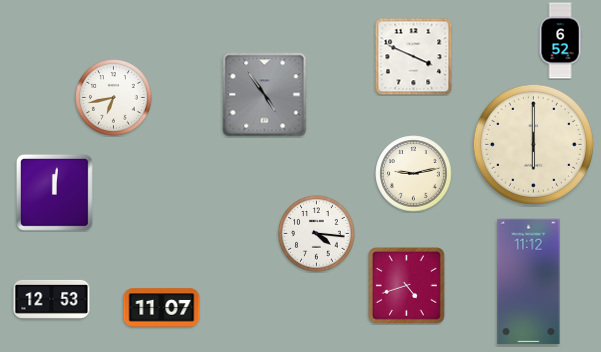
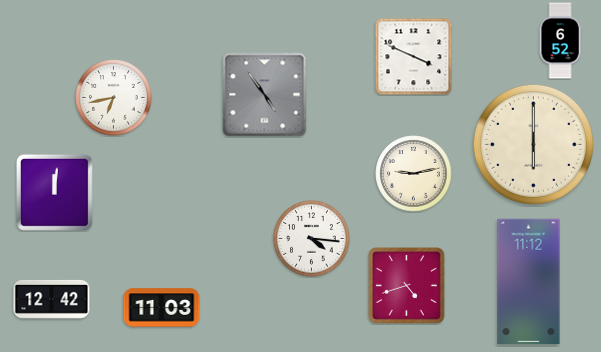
clock at (317, 234) position: (317, 234) -> (312, 239)
clock at (52, 299): 12:53 -> 12:42
clock at (162, 308): 11:07 -> 11:03
